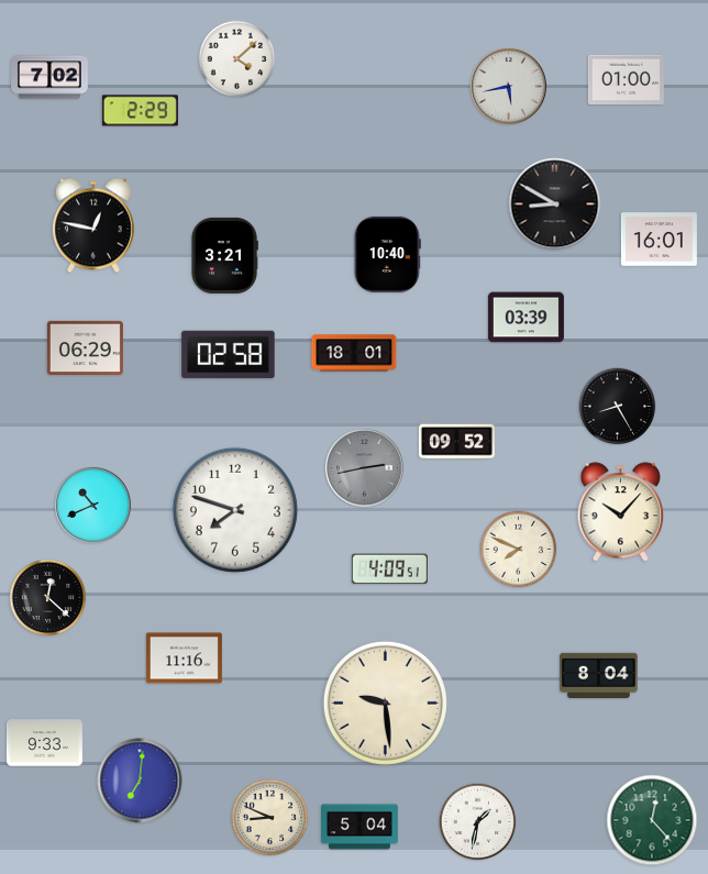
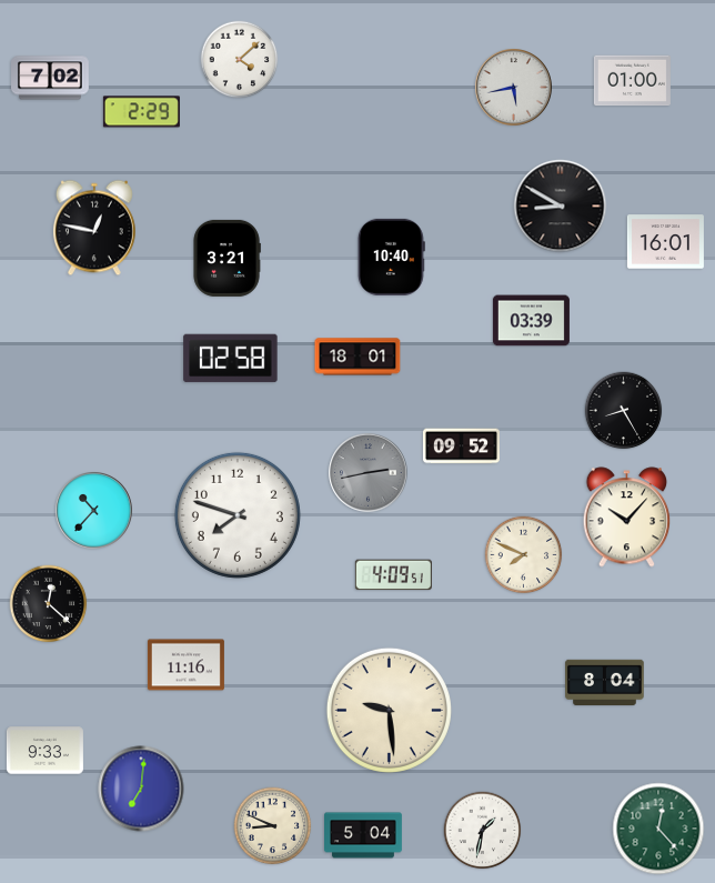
clock at (85, 347): 06:29 -> none
clock at (93, 506): 10:41 -> 10:37
